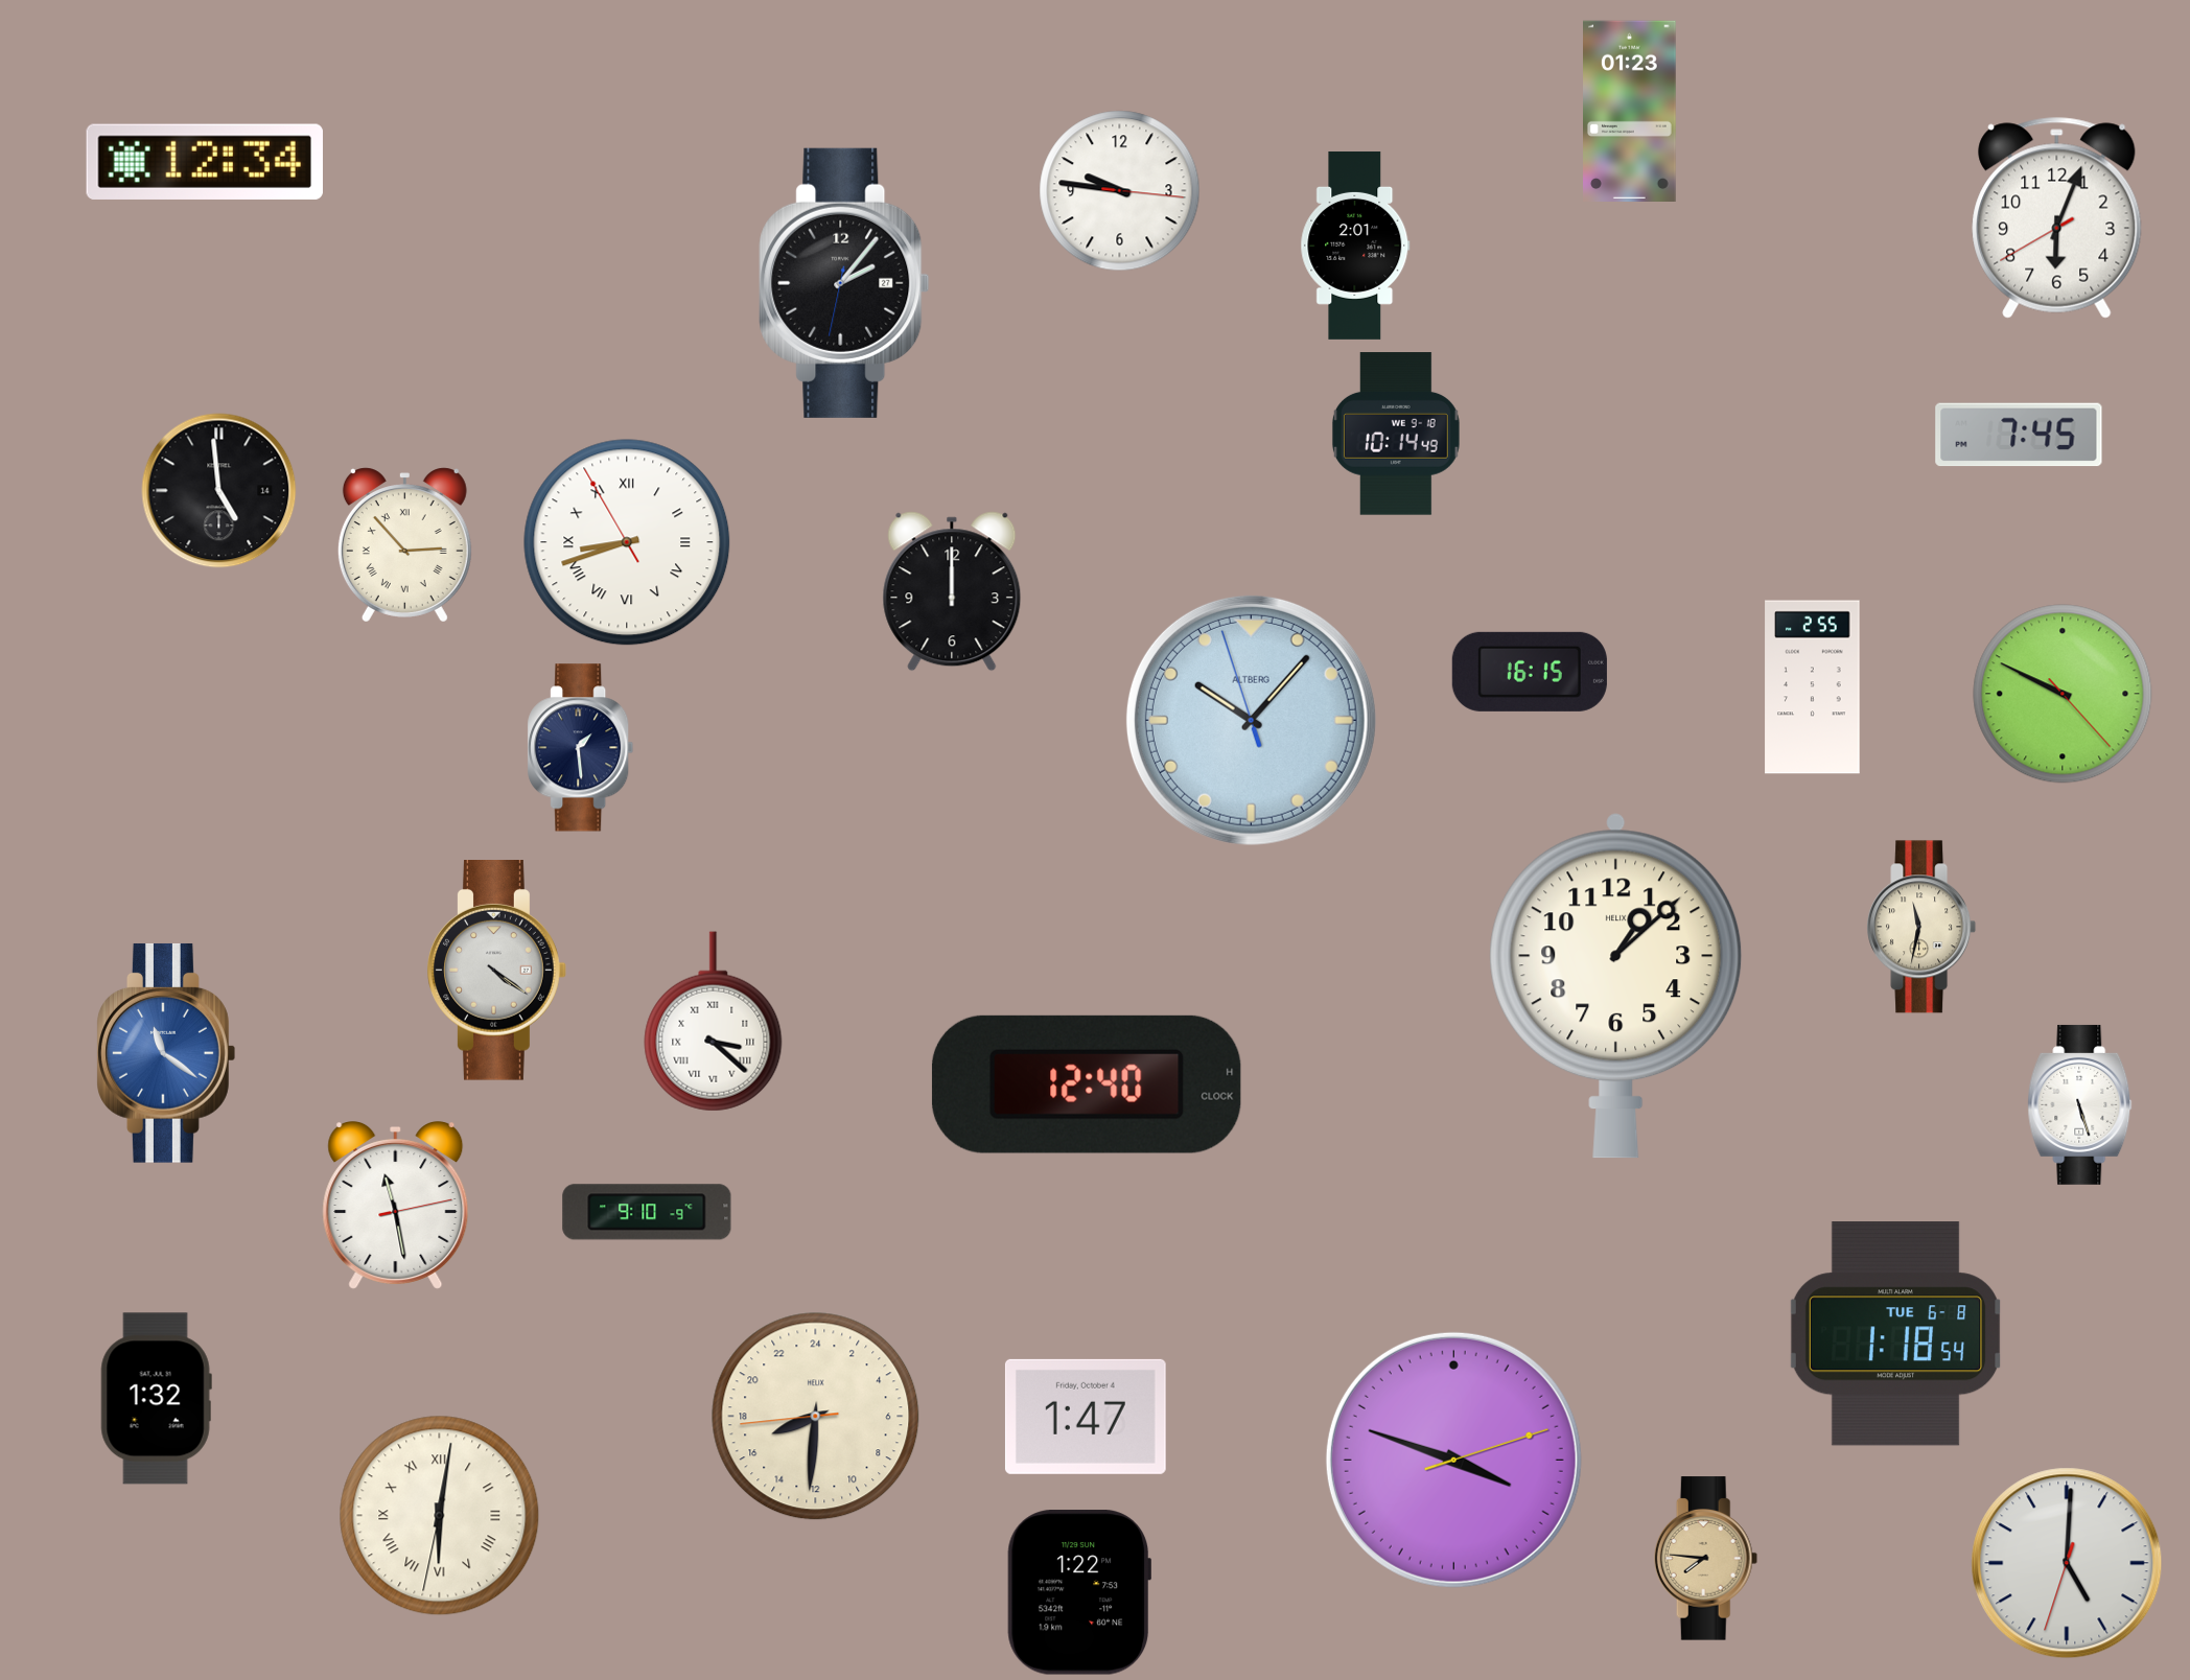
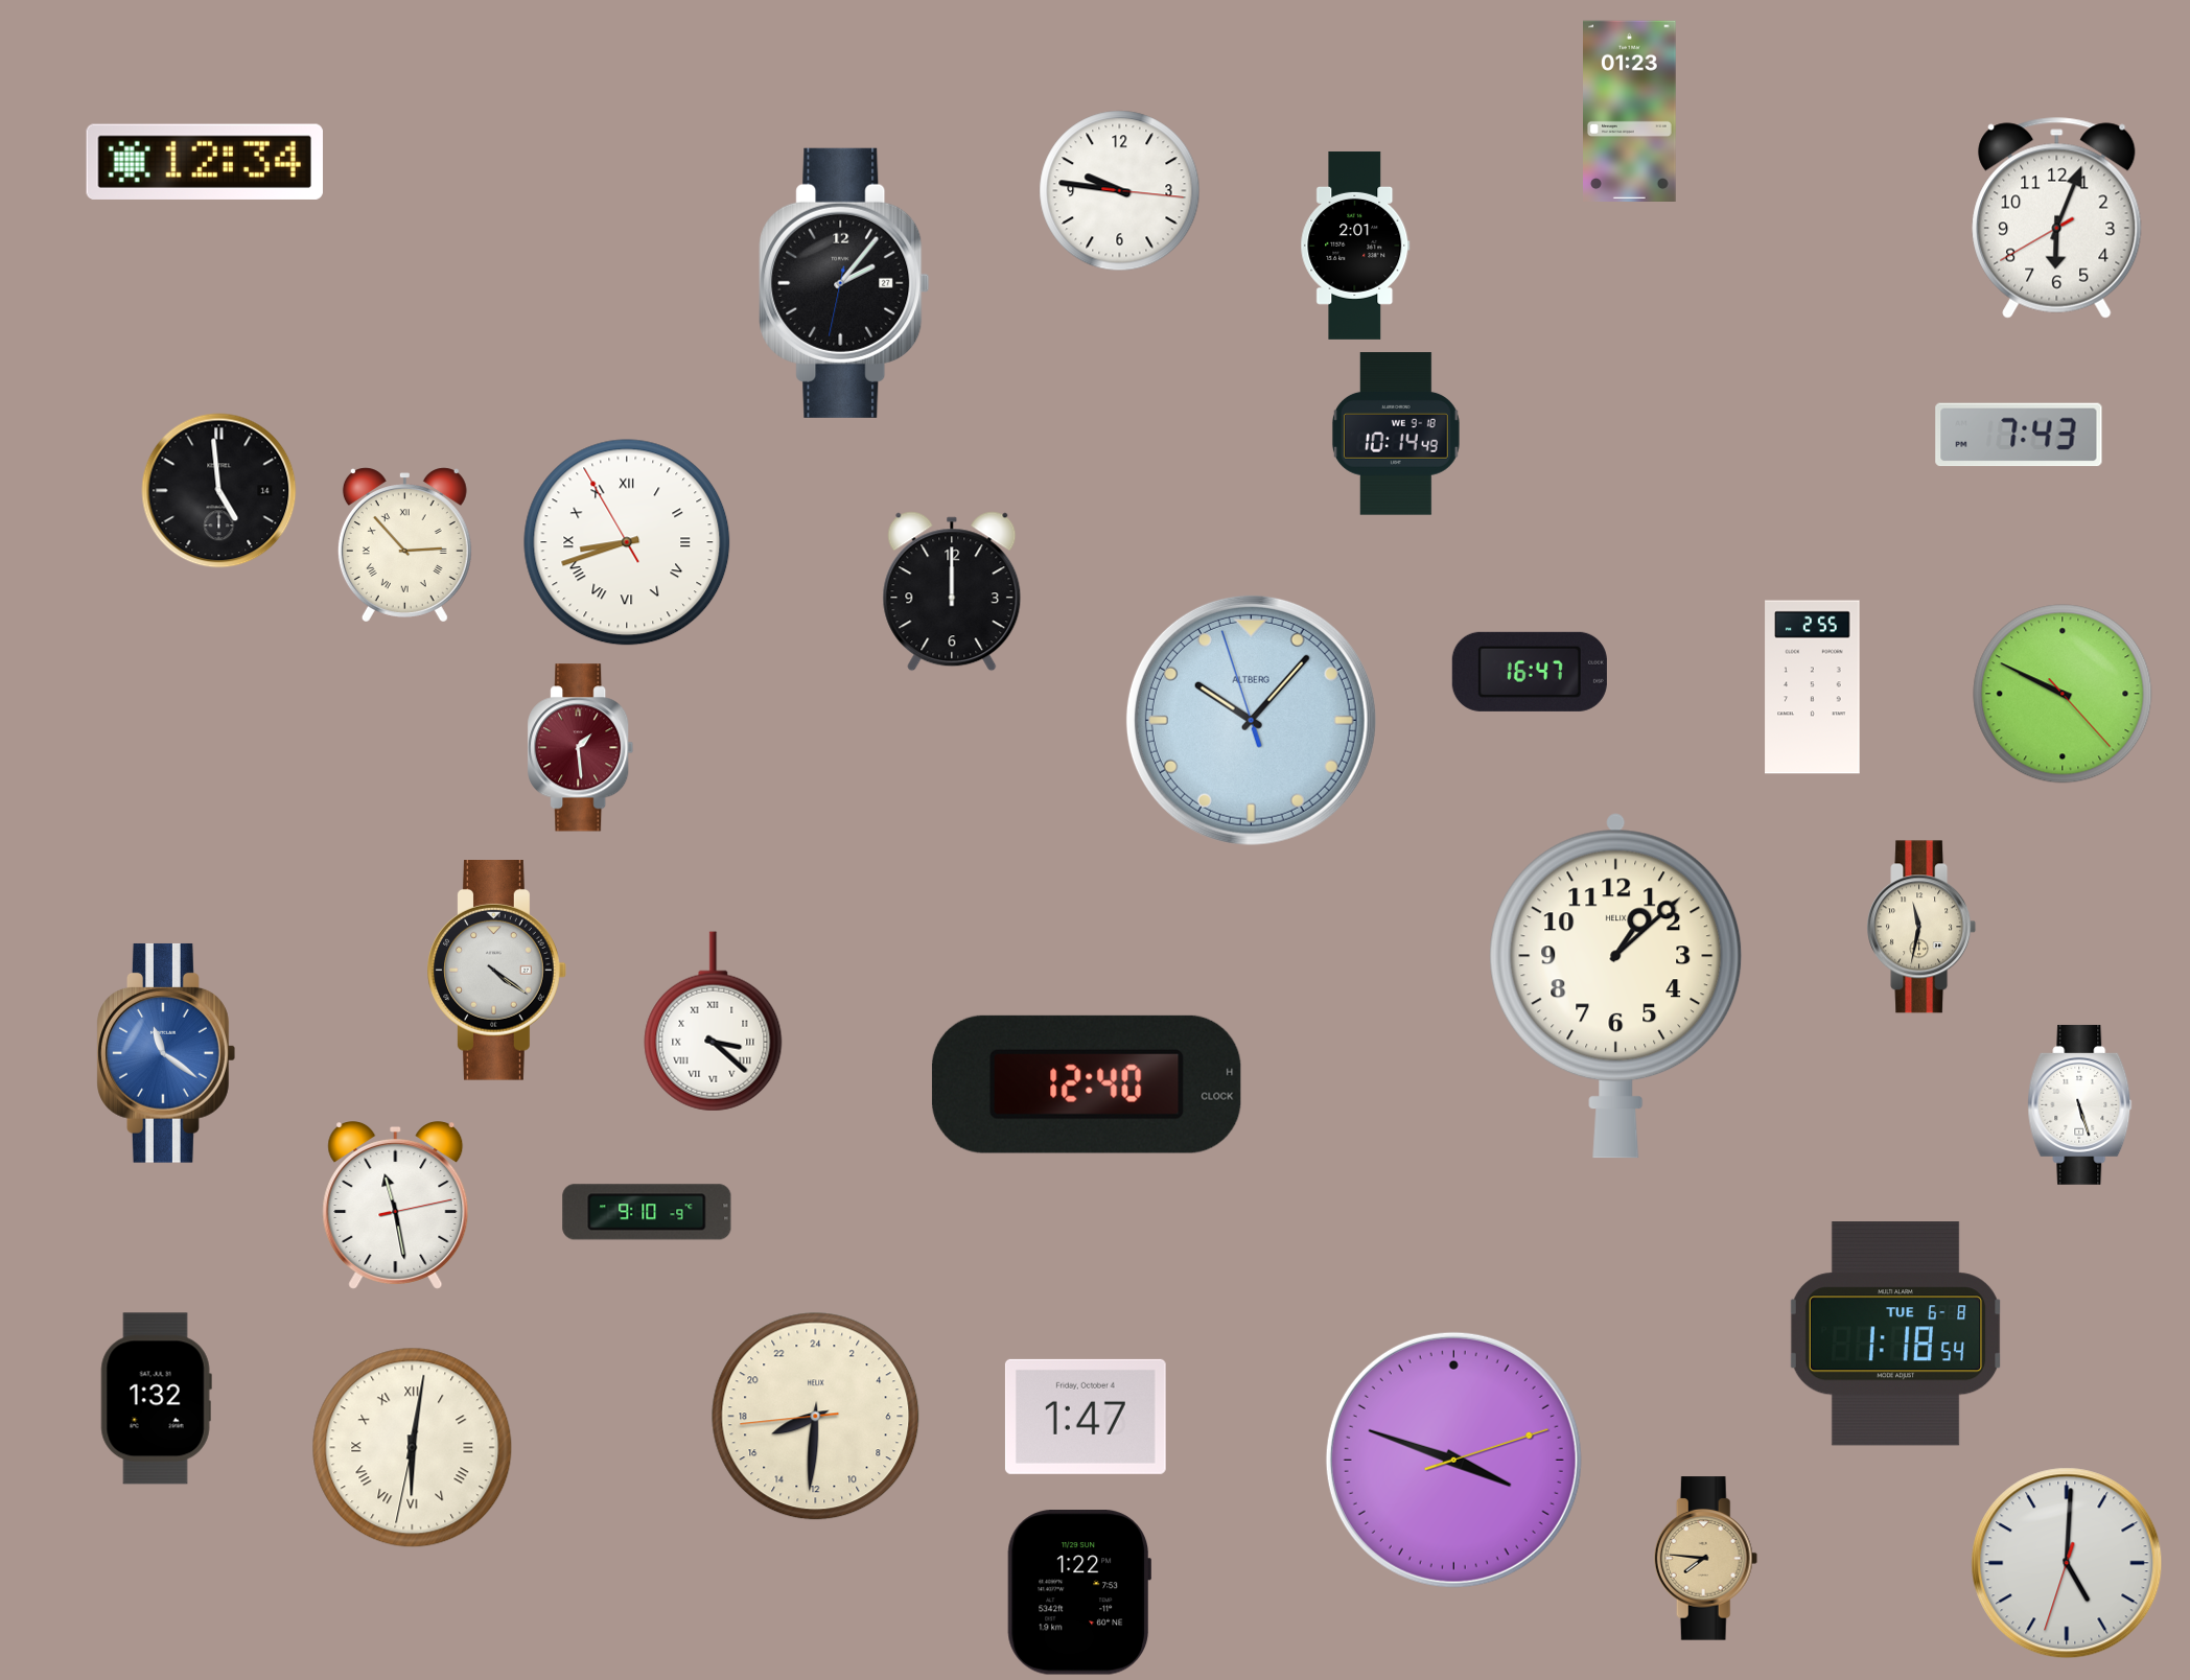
clock at (2019, 435): 7:45 -> 7:43
clock at (1530, 672): 16:15 -> 16:47
clock at (581, 748) dial: navy -> burgundy
clock at (440, 1516) position: (440, 1516) -> (413, 1448)
